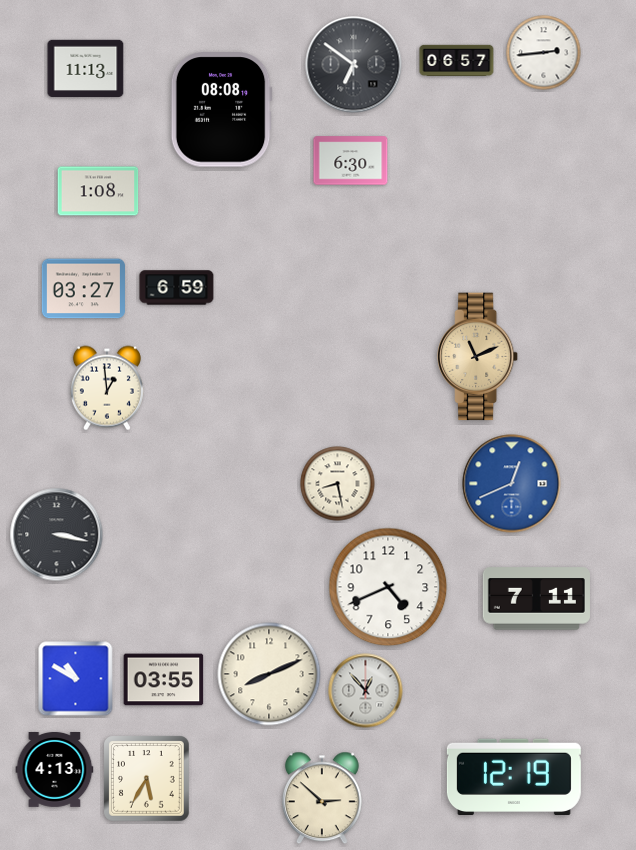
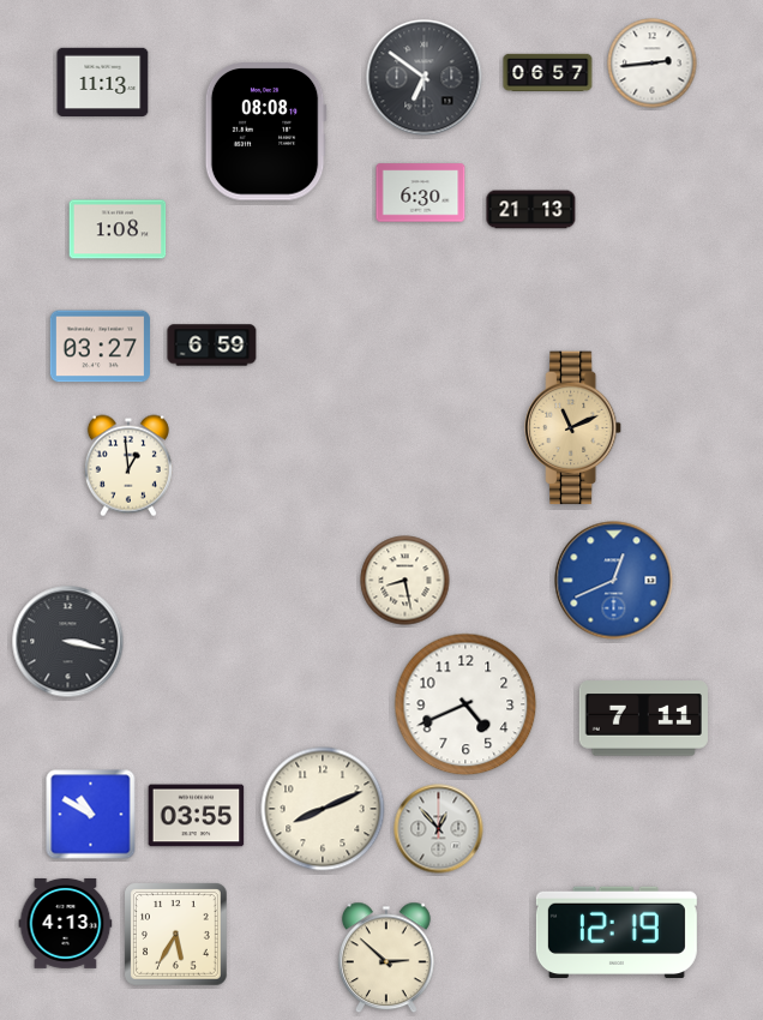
clock at (531, 210): none -> 21:13
